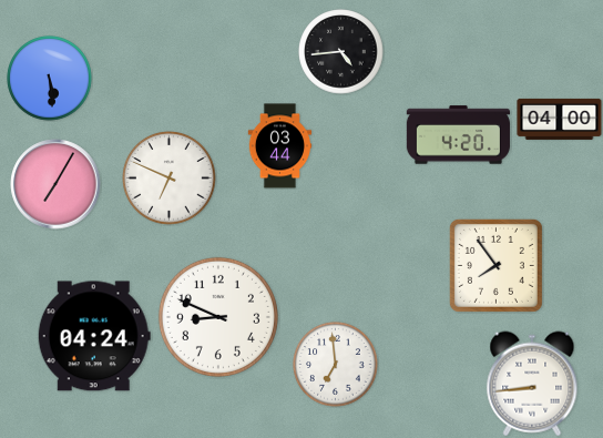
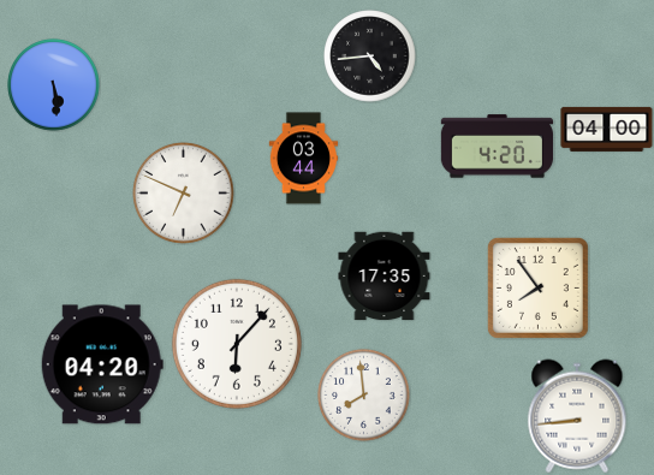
clock at (55, 184): 7:05 -> none
clock at (385, 277): none -> 17:35
clock at (218, 317): 8:49 -> 6:07
clock at (94, 336): 04:24 -> 04:20
clock at (336, 365): 6:59 -> 7:59
